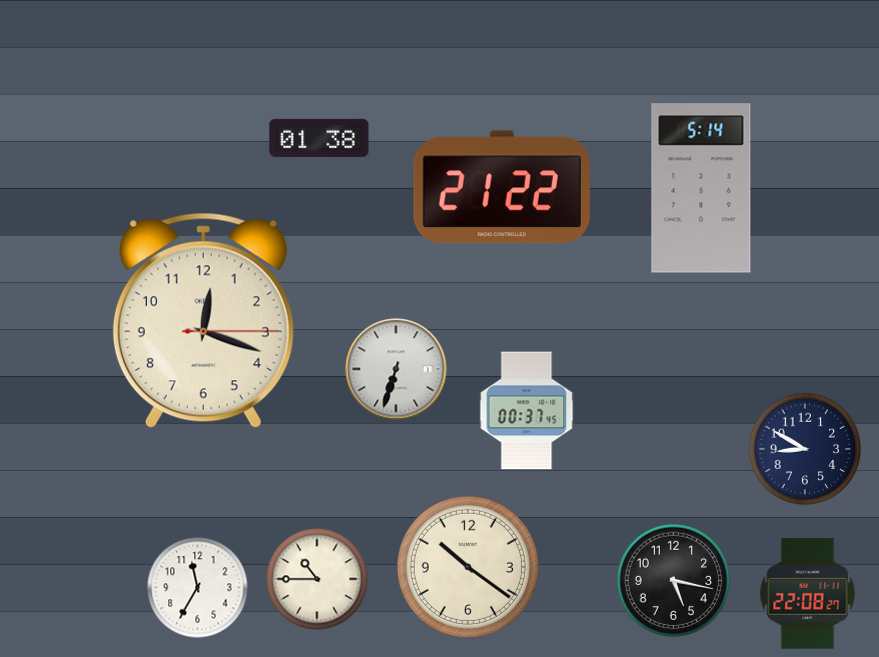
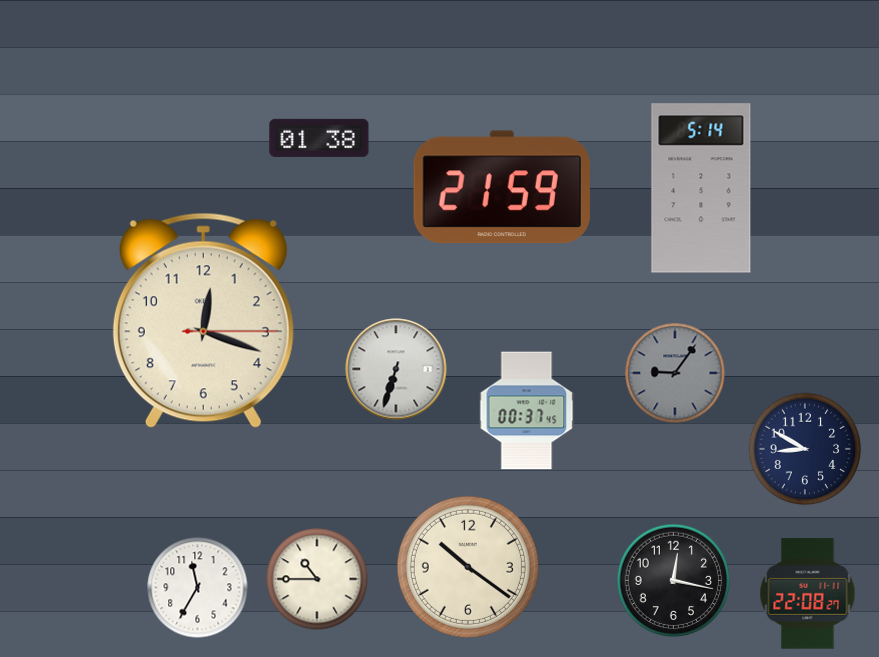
clock at (502, 187): 21:22 -> 21:59
clock at (675, 373): none -> 9:06
clock at (674, 581): 5:17 -> 12:17
